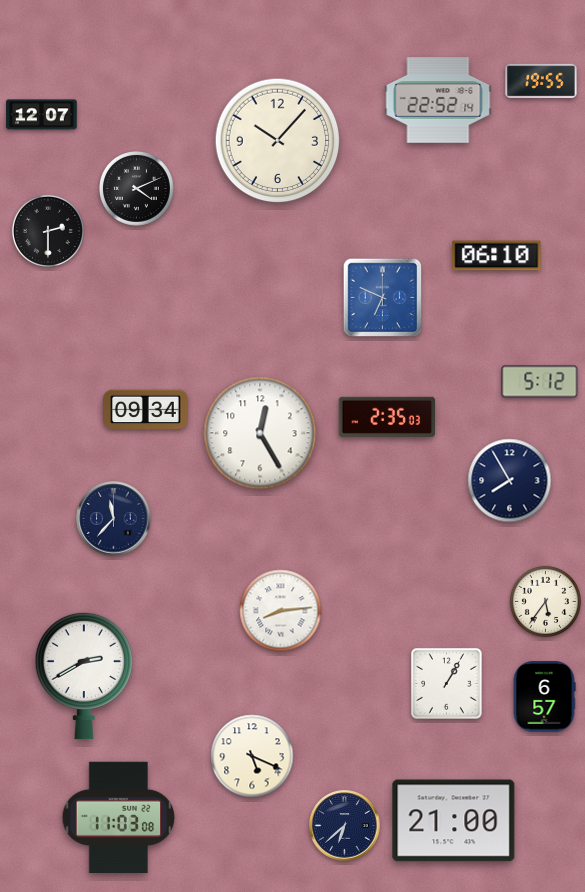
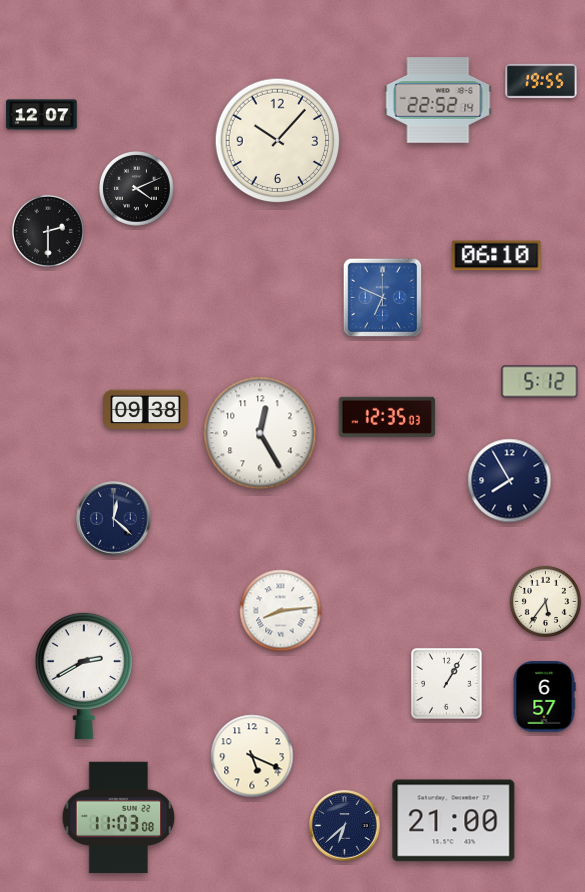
clock at (146, 410): 09:34 -> 09:38
clock at (387, 417): 2:35 -> 12:35
clock at (114, 519): 11:37 -> 12:22
